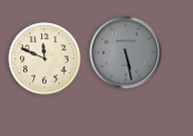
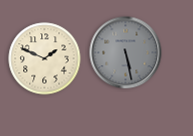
clock at (45, 59): 11:49 -> 1:49
